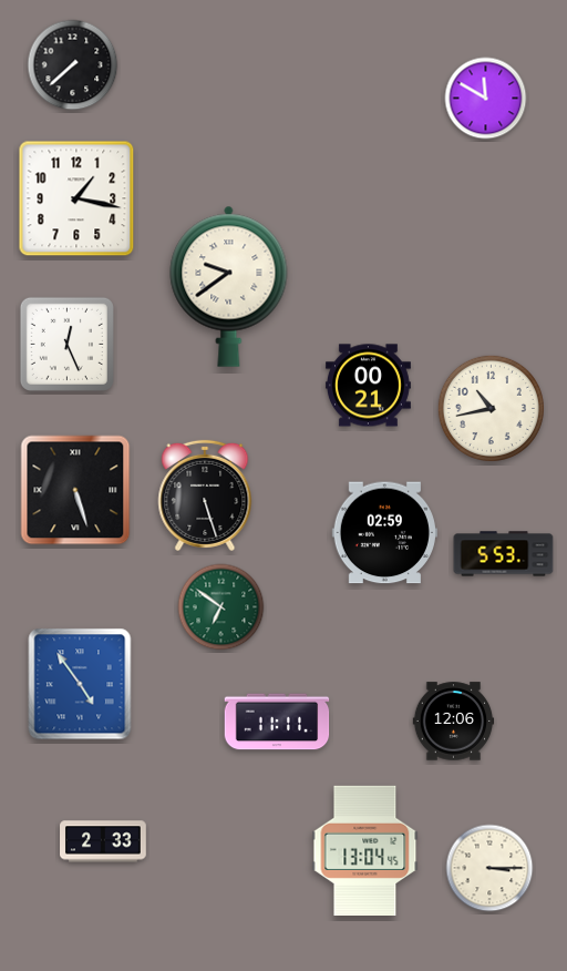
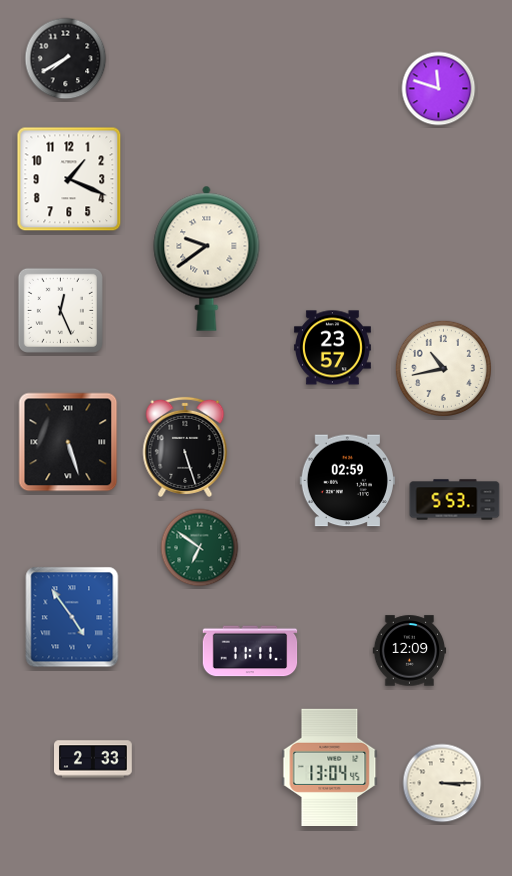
clock at (73, 65): 7:38 -> 7:40
clock at (486, 99): 11:50 -> 11:48
clock at (76, 198): 1:17 -> 1:19
clock at (368, 386): 00:21 -> 23:57
clock at (454, 722): 12:06 -> 12:09
